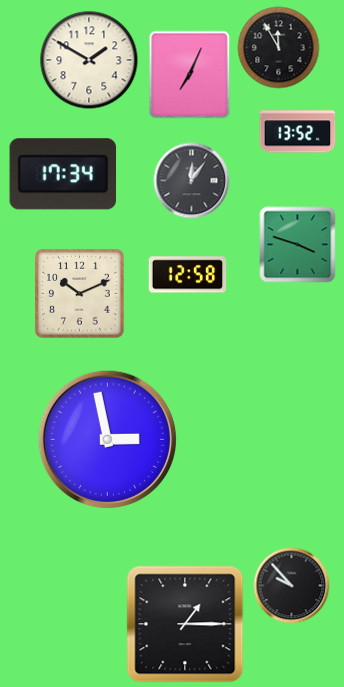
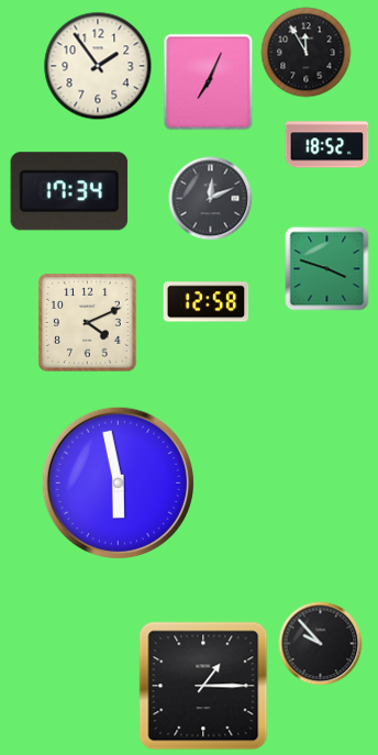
clock at (89, 60): 1:50 -> 1:54
clock at (298, 132): 13:52 -> 18:52
clock at (192, 181): 12:06 -> 12:11
clock at (80, 294): 10:11 -> 4:11
clock at (107, 439): 2:58 -> 5:58
